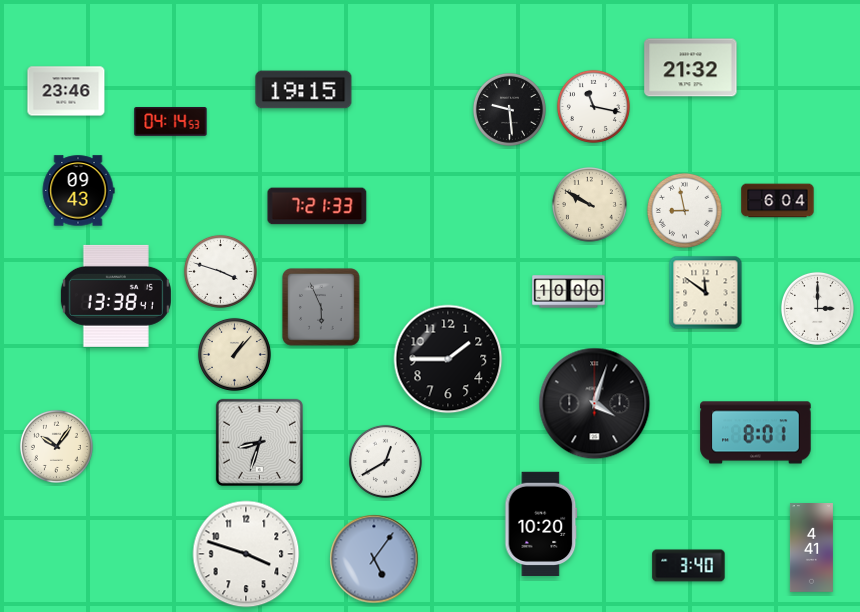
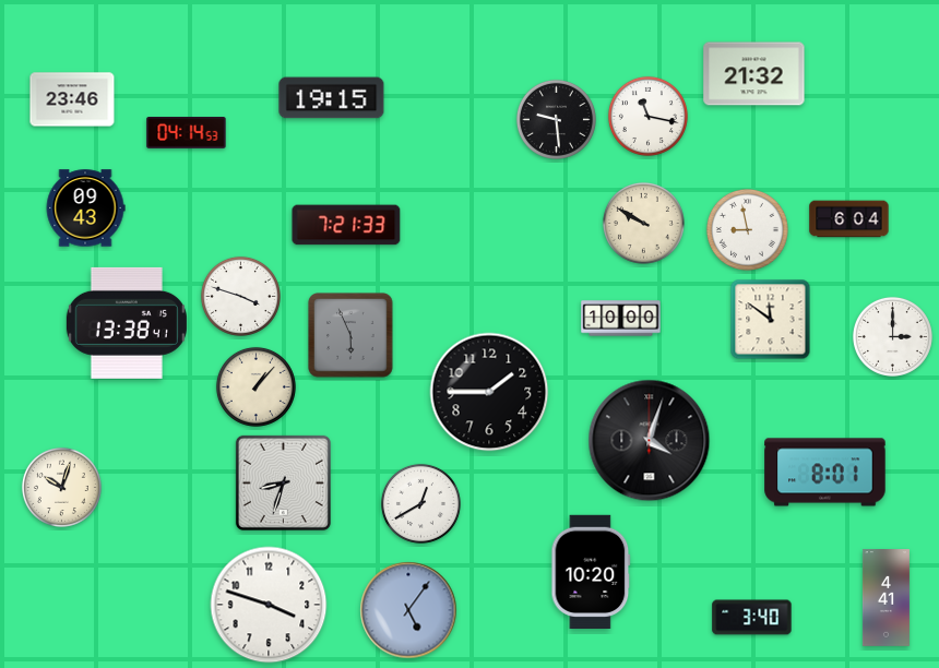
clock at (56, 446): 10:06 -> 10:03
